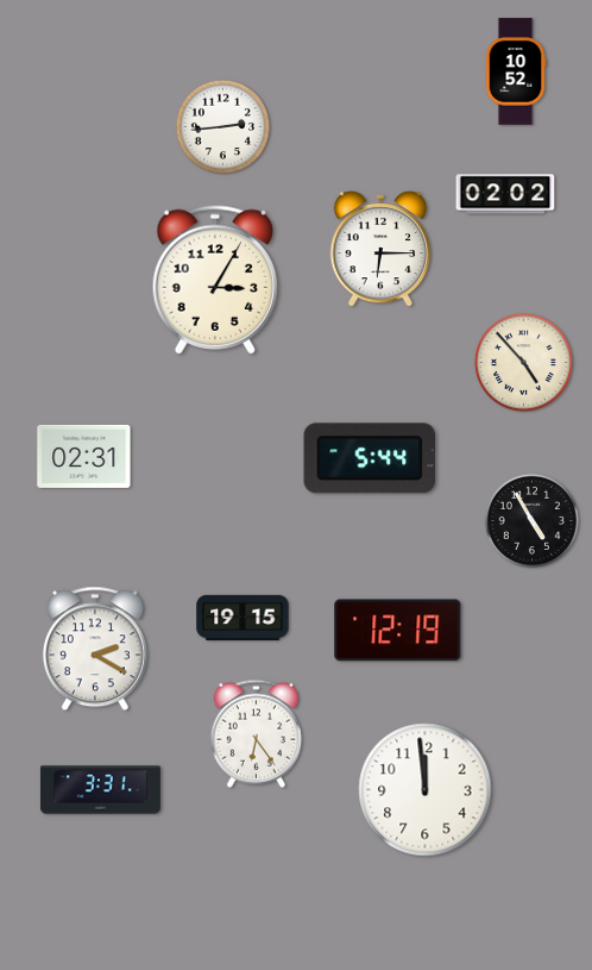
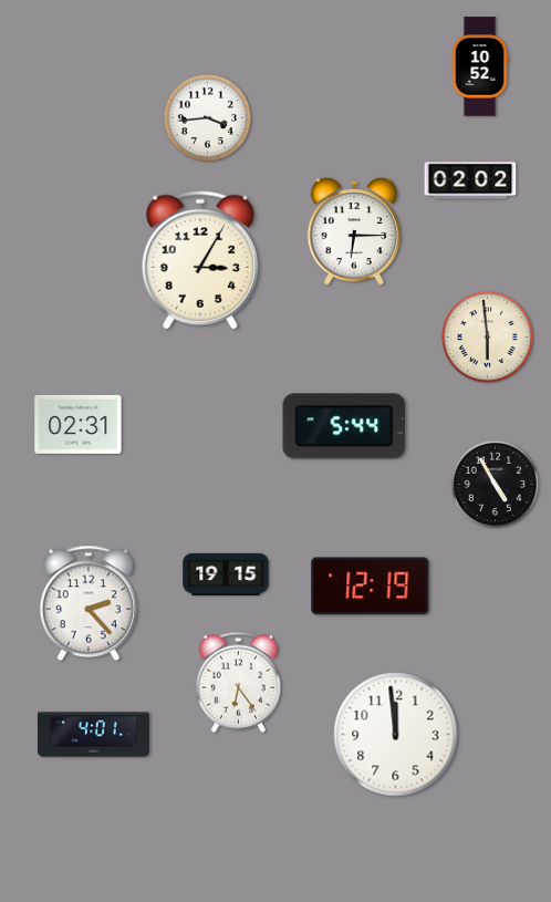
clock at (222, 126): 2:44 -> 3:44
clock at (523, 362): 4:53 -> 5:59
clock at (95, 649): 2:20 -> 2:23
clock at (100, 790): 3:31 -> 4:01
